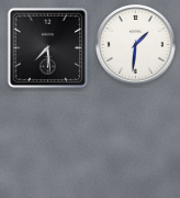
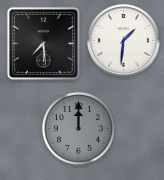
clock at (78, 128): none -> 12:00
